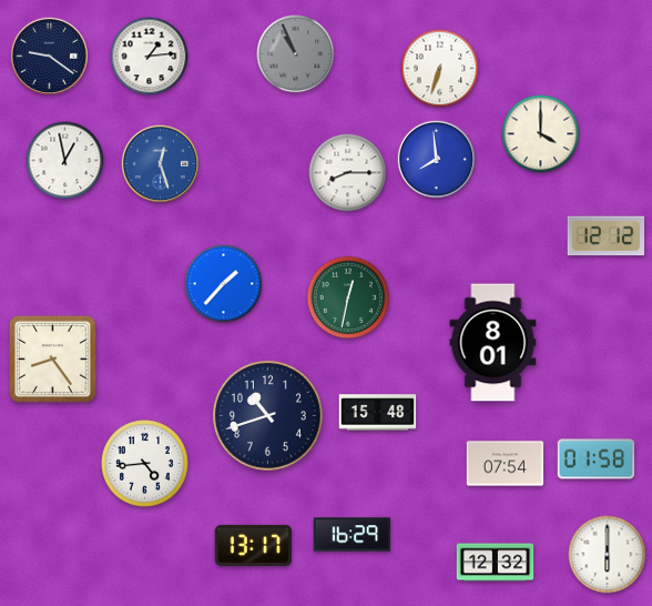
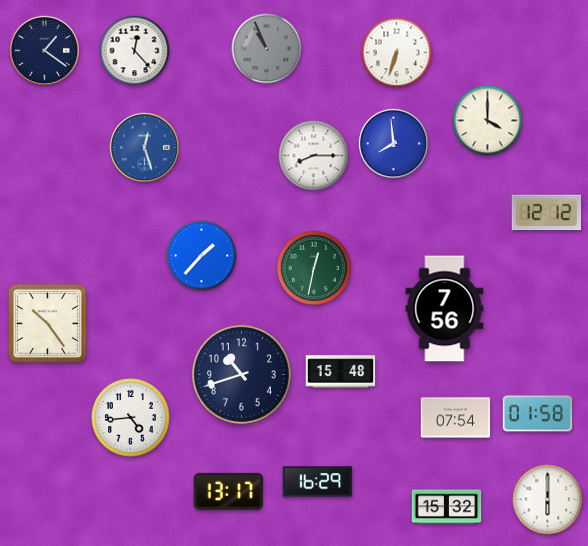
clock at (49, 55): 9:21 -> 1:21
clock at (150, 57): 1:14 -> 12:23
clock at (440, 69) position: (440, 69) -> (397, 53)
clock at (65, 161): 12:58 -> none
clock at (493, 343): 8:01 -> 7:56
clock at (52, 358): 8:24 -> 10:24
clock at (496, 563): 12:32 -> 15:32
